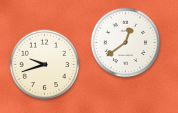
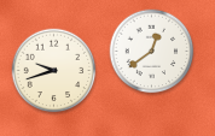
clock at (45, 65) position: (45, 65) -> (54, 71)
